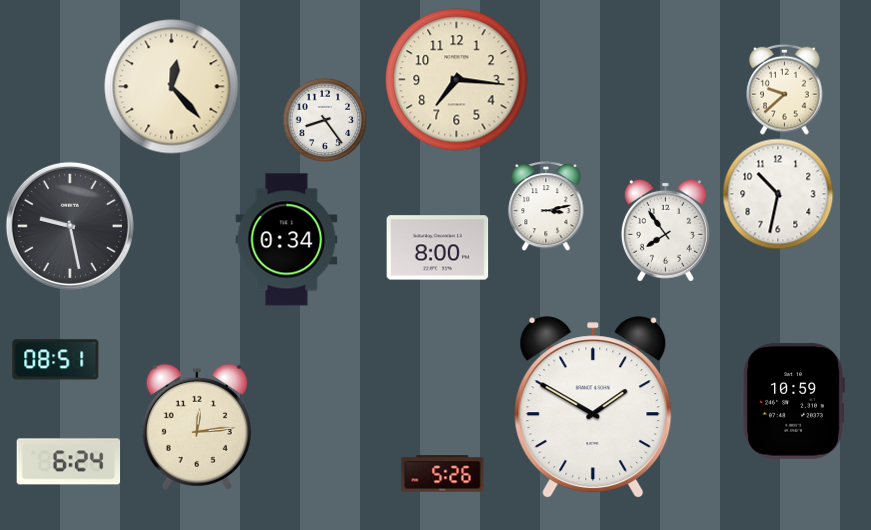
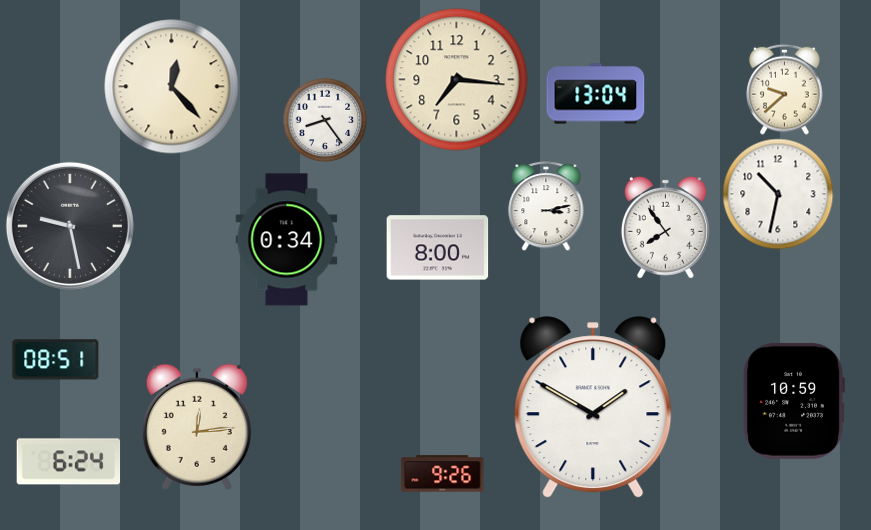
clock at (596, 94): none -> 13:04
clock at (665, 230) position: (665, 230) -> (665, 227)
clock at (443, 474): 5:26 -> 9:26
